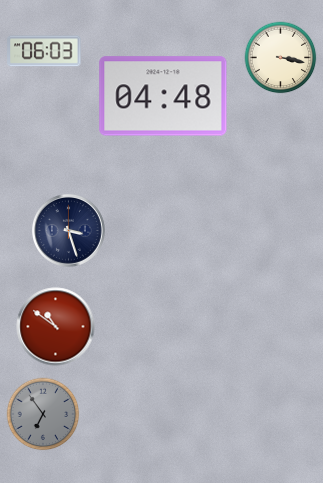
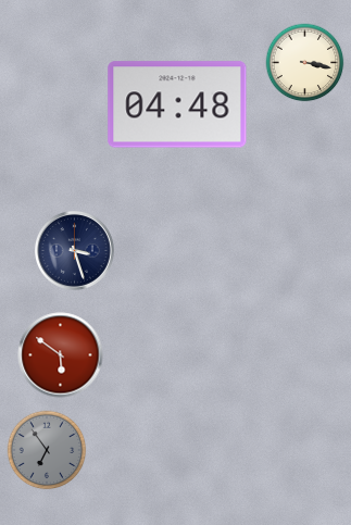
clock at (44, 51): 06:03 -> none
clock at (56, 327): 10:51 -> 5:51
